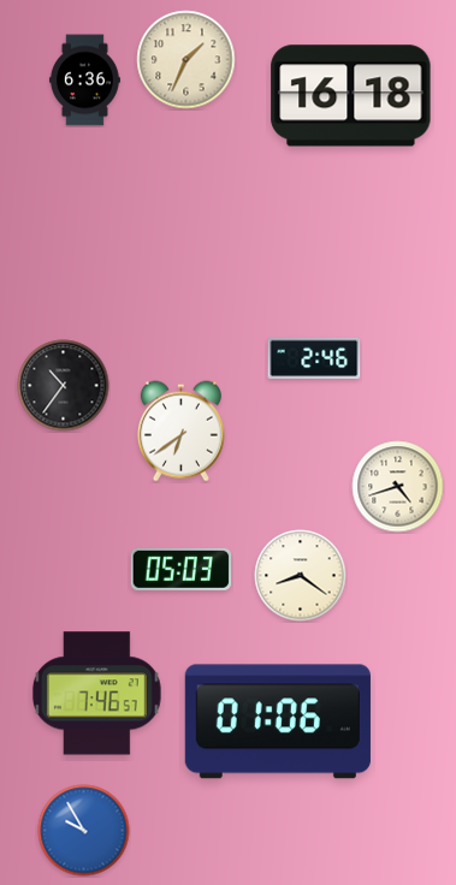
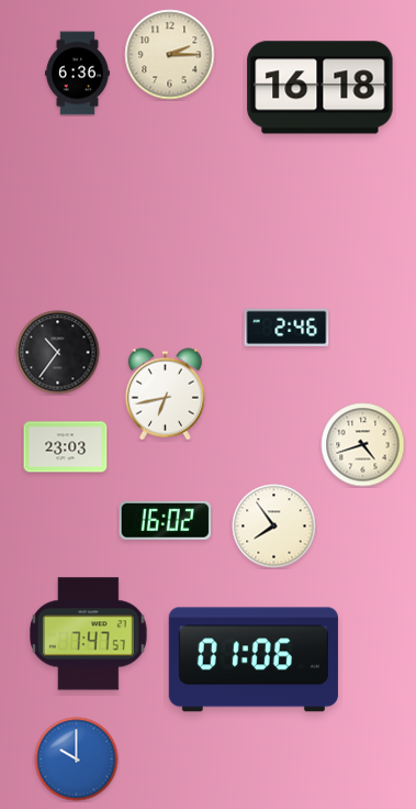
clock at (186, 60): 1:34 -> 2:15
clock at (180, 432): 6:39 -> 6:43
clock at (66, 447): none -> 23:03
clock at (180, 569): 05:03 -> 16:02
clock at (301, 576): 8:21 -> 7:54
clock at (96, 694): 7:46 -> 7:47
clock at (84, 831): 9:55 -> 10:00
